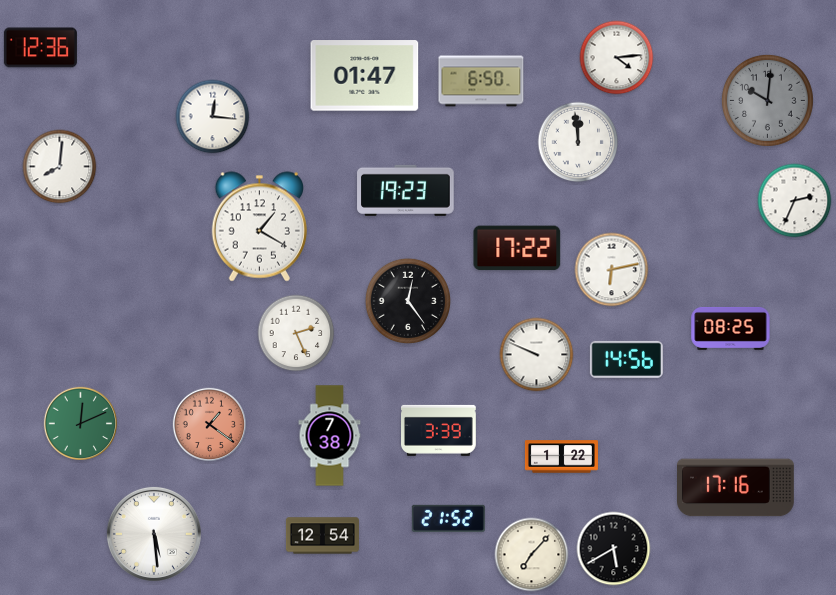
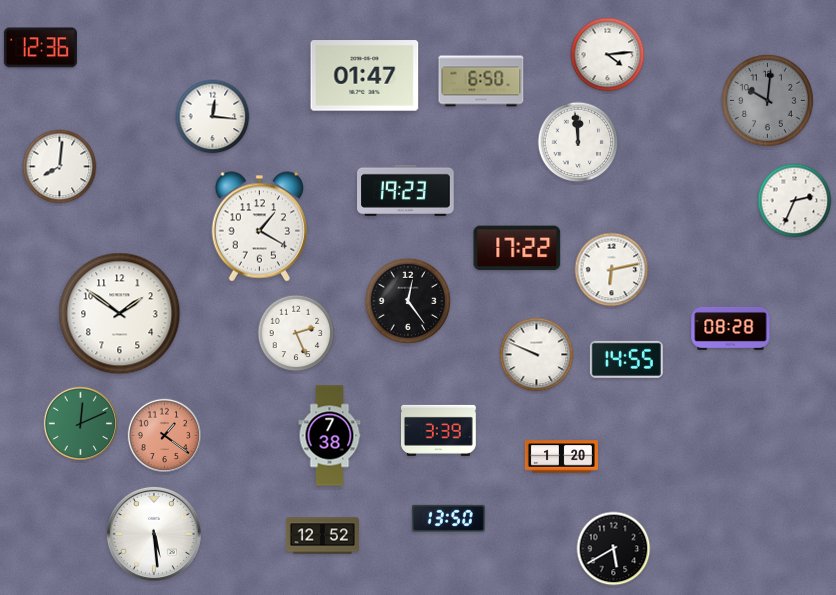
clock at (617, 58) position: (617, 58) -> (608, 55)
clock at (120, 314): none -> 1:51
clock at (731, 328): 08:25 -> 08:28
clock at (626, 359): 14:56 -> 14:55
clock at (209, 424) position: (209, 424) -> (164, 435)
clock at (561, 457): 1:22 -> 1:20
clock at (736, 488): 17:16 -> none
clock at (448, 518): 21:52 -> 13:50
clock at (322, 536): 12:54 -> 12:52
clock at (532, 555): 7:07 -> none
